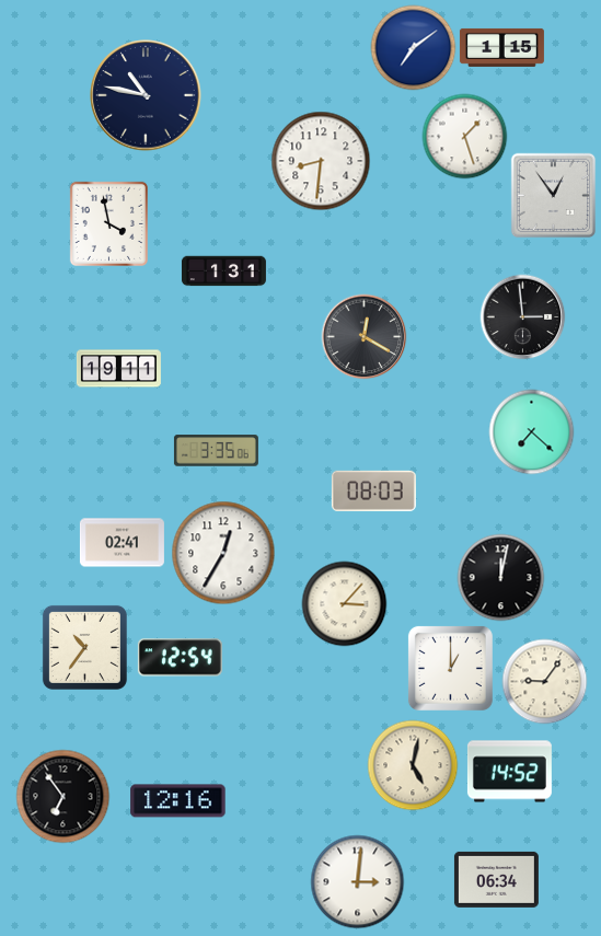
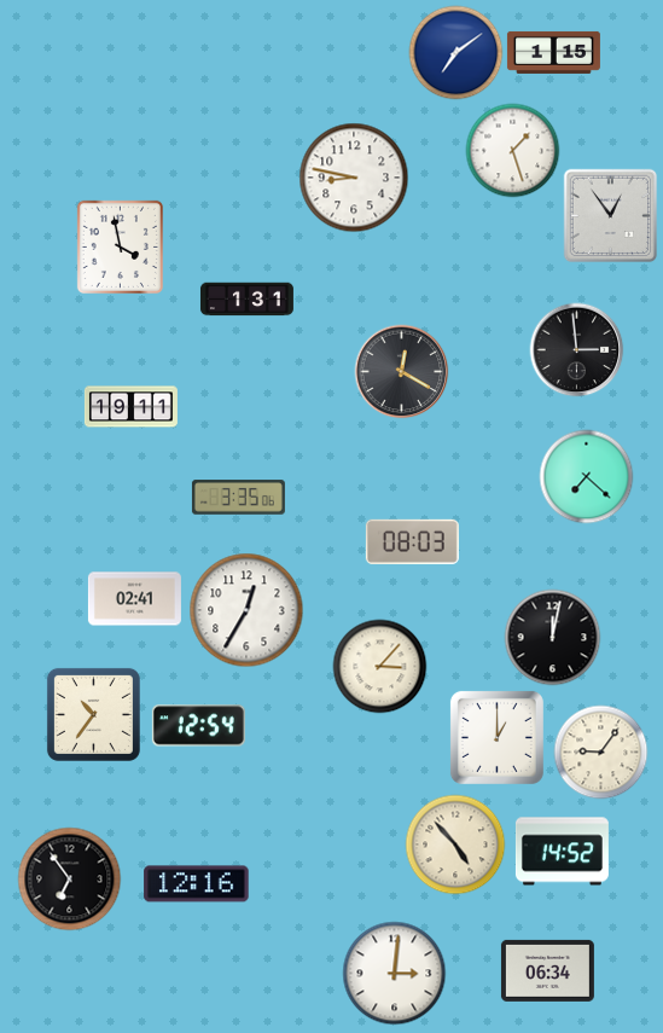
clock at (146, 95): 10:47 -> none
clock at (321, 161): 8:31 -> 8:47
clock at (413, 765): 5:02 -> 4:53
